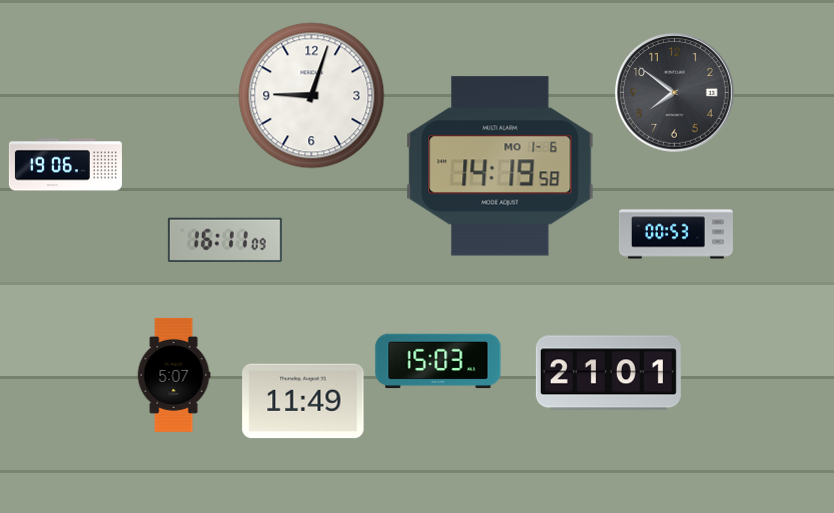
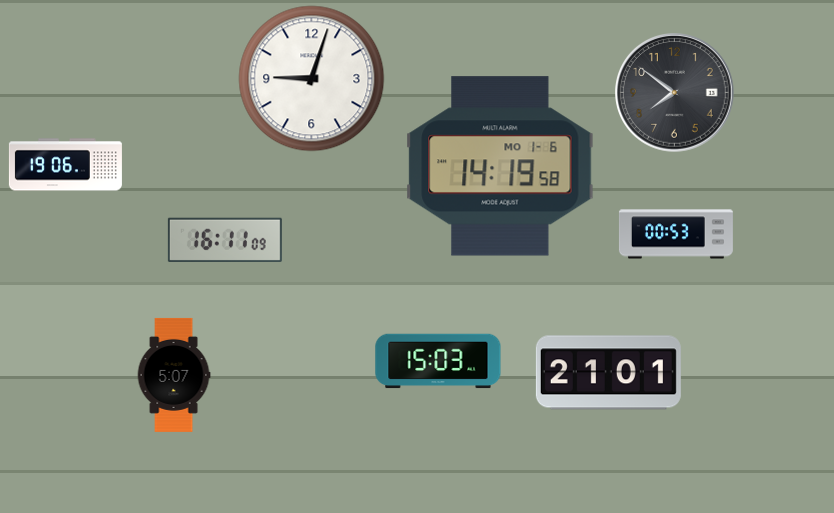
clock at (312, 96) position: (312, 96) -> (312, 79)
clock at (303, 401): 11:49 -> none
